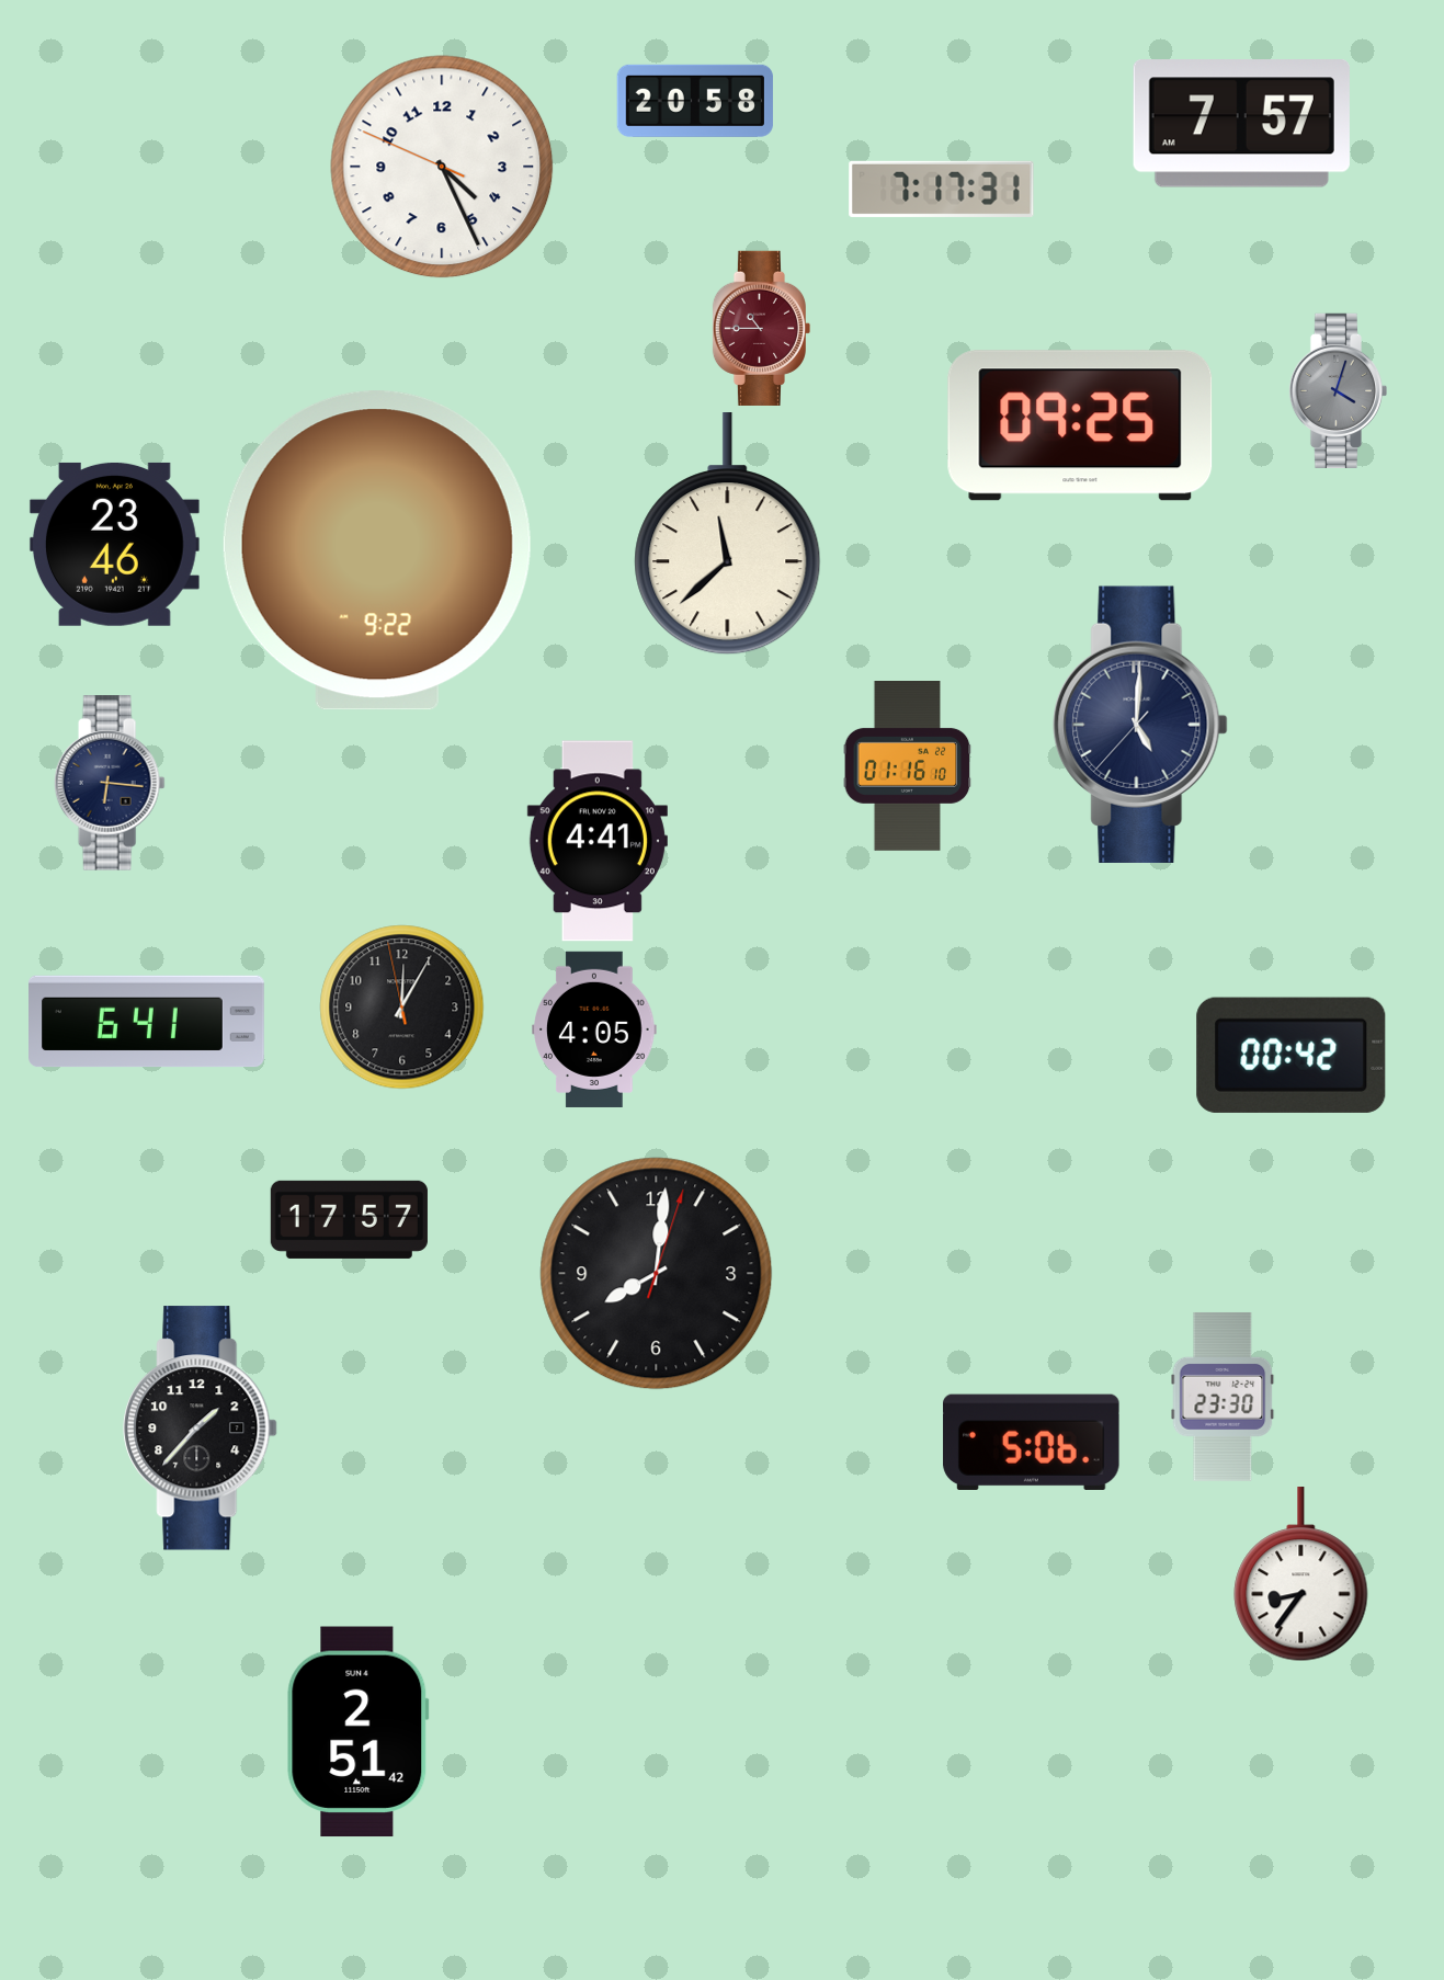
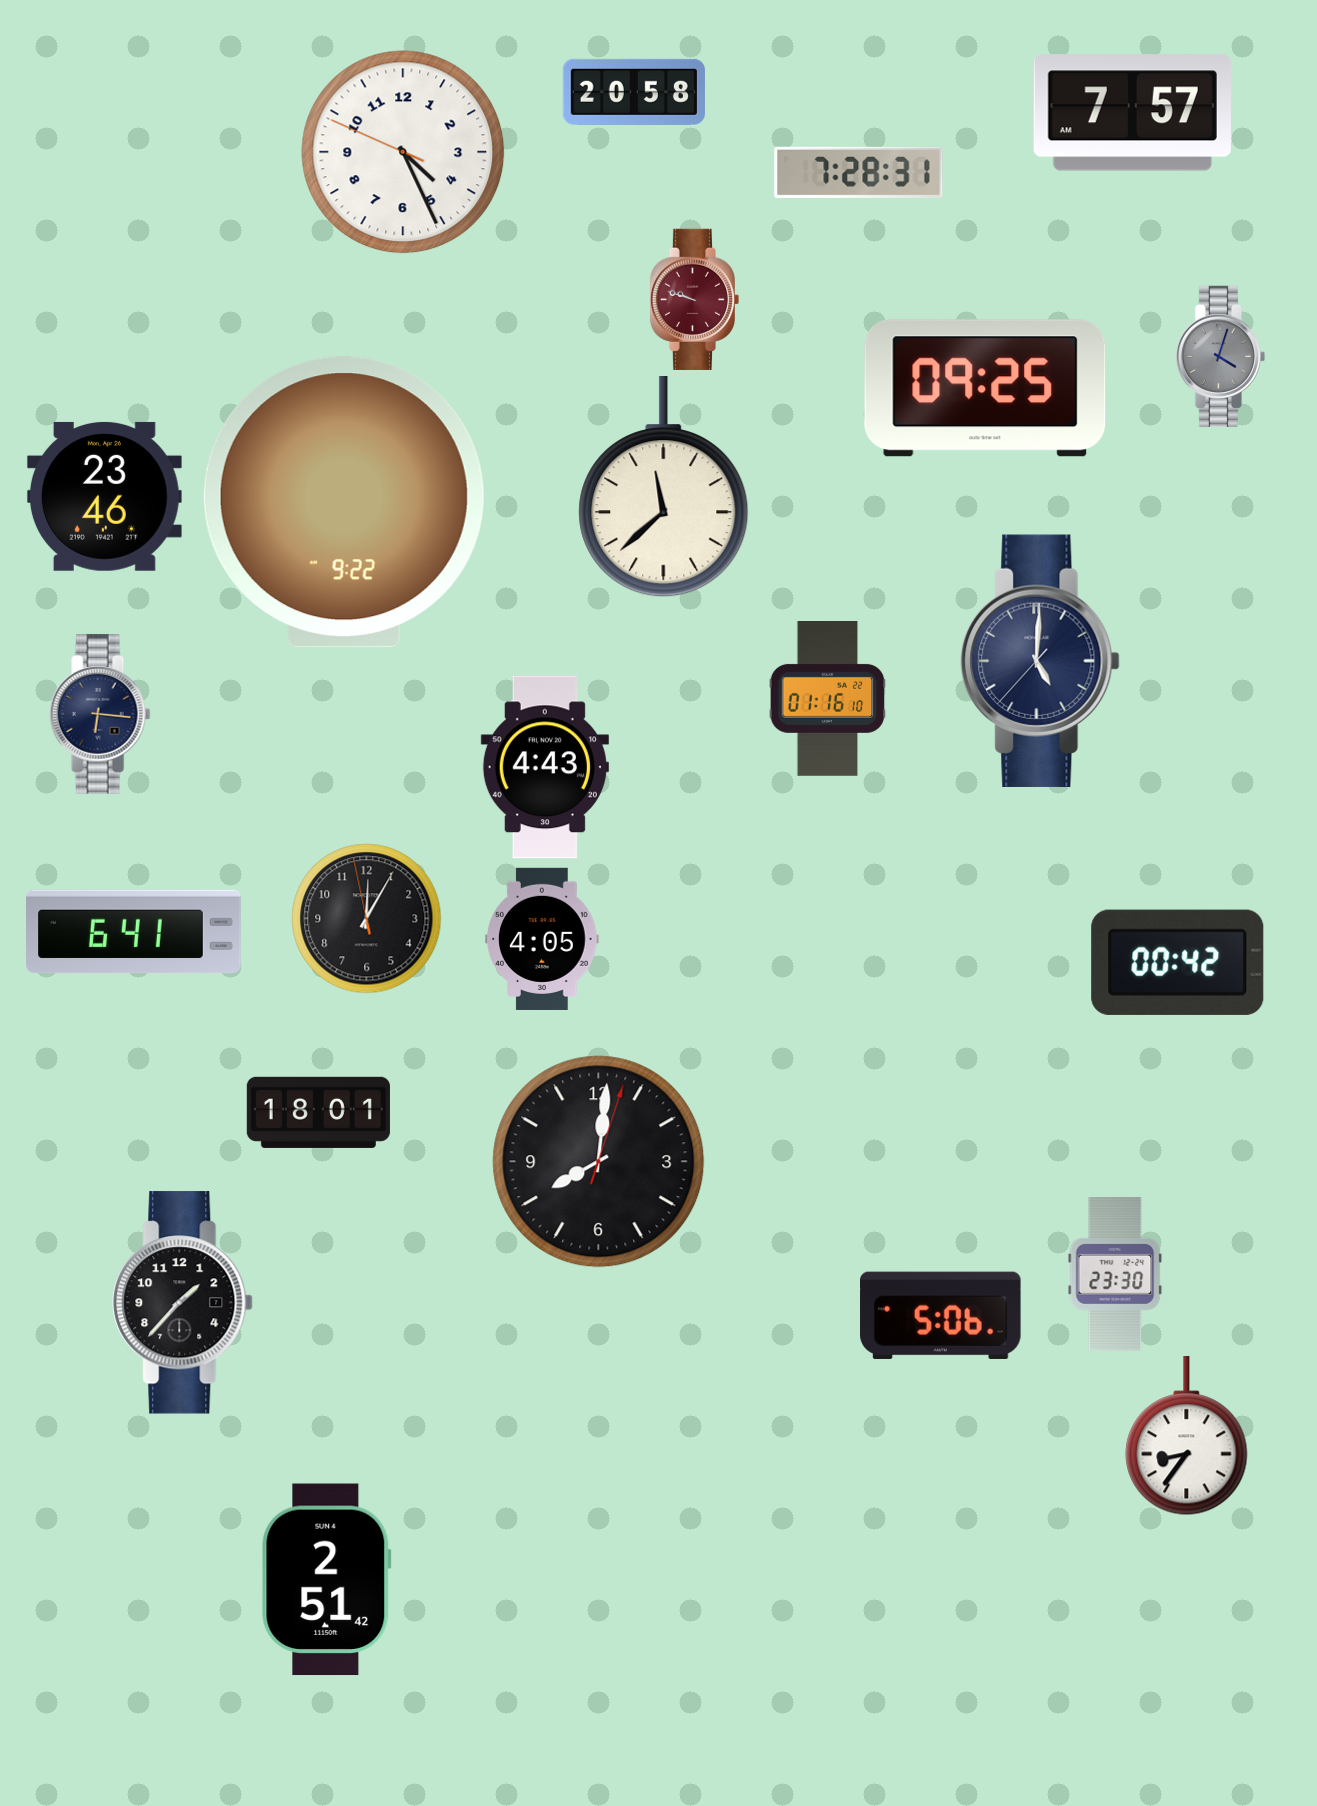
clock at (942, 189): 7:17 -> 7:28
clock at (761, 328): 10:45 -> 9:48
clock at (598, 841): 4:41 -> 4:43
clock at (349, 1219): 17:57 -> 18:01
